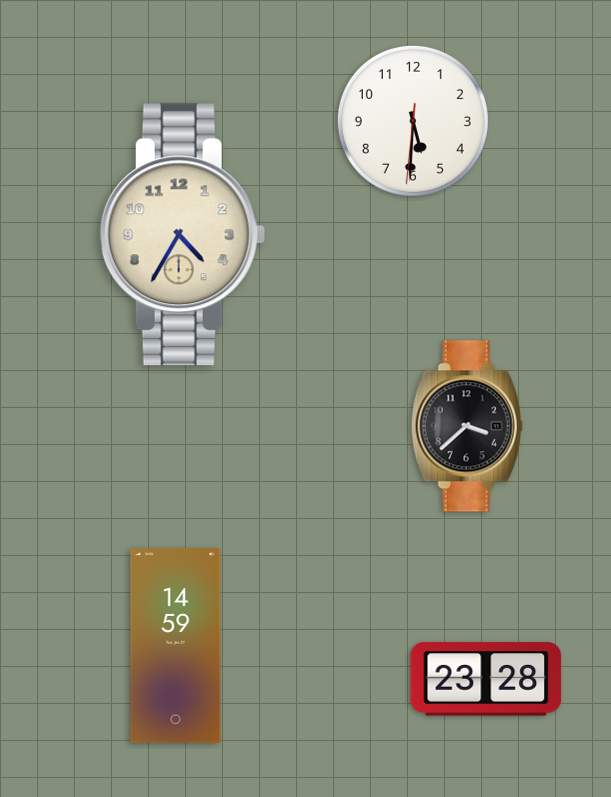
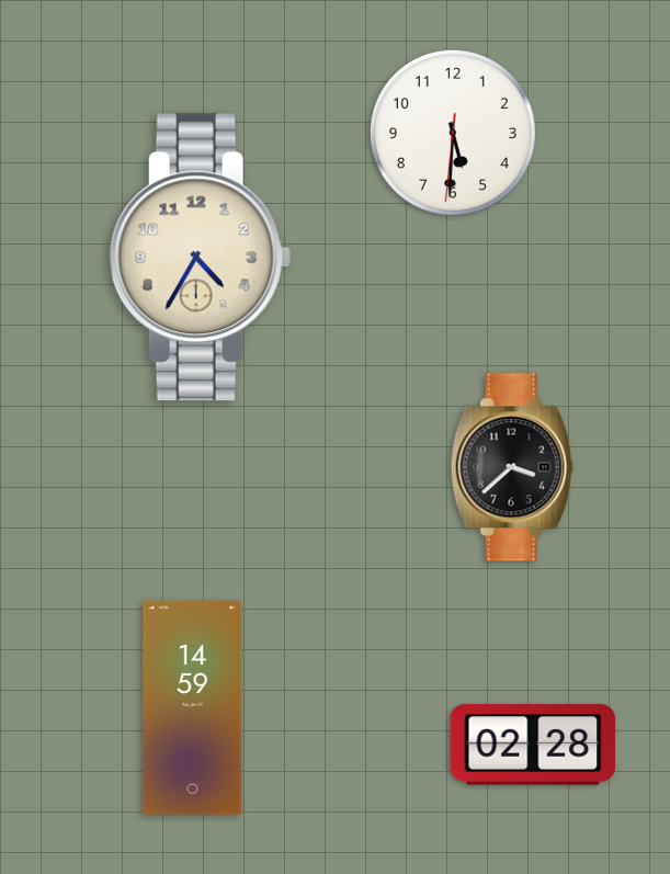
clock at (486, 679): 23:28 -> 02:28
